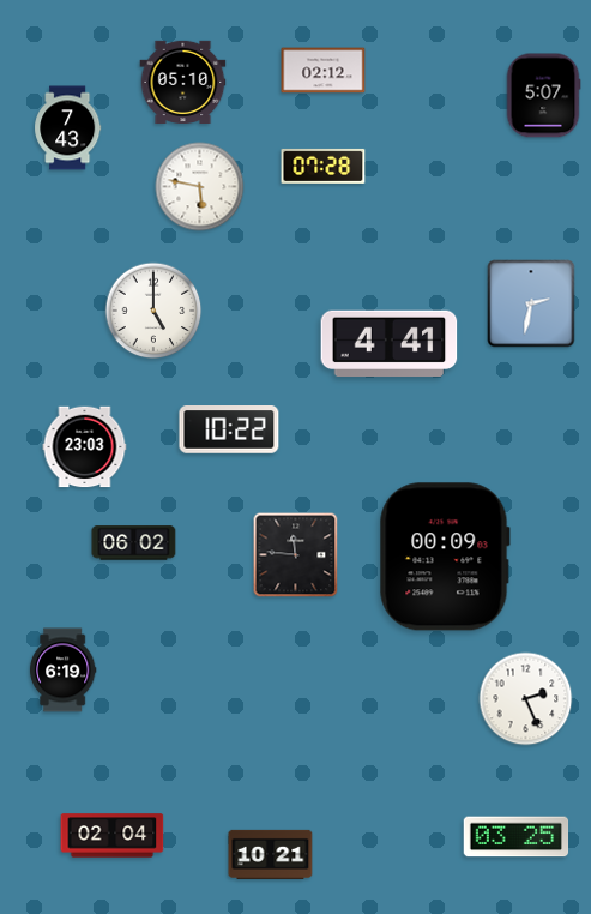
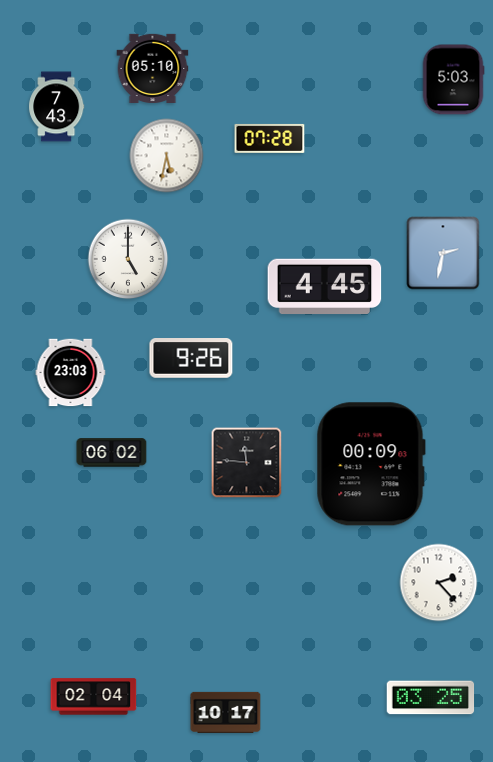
clock at (324, 71): 02:12 -> none
clock at (543, 96): 5:07 -> 5:03
clock at (200, 187): 5:47 -> 5:32
clock at (390, 344): 4:41 -> 4:45
clock at (229, 431): 10:22 -> 9:26
clock at (62, 671): 6:19 -> none
clock at (526, 699): 2:26 -> 2:23
clock at (271, 854): 10:21 -> 10:17
